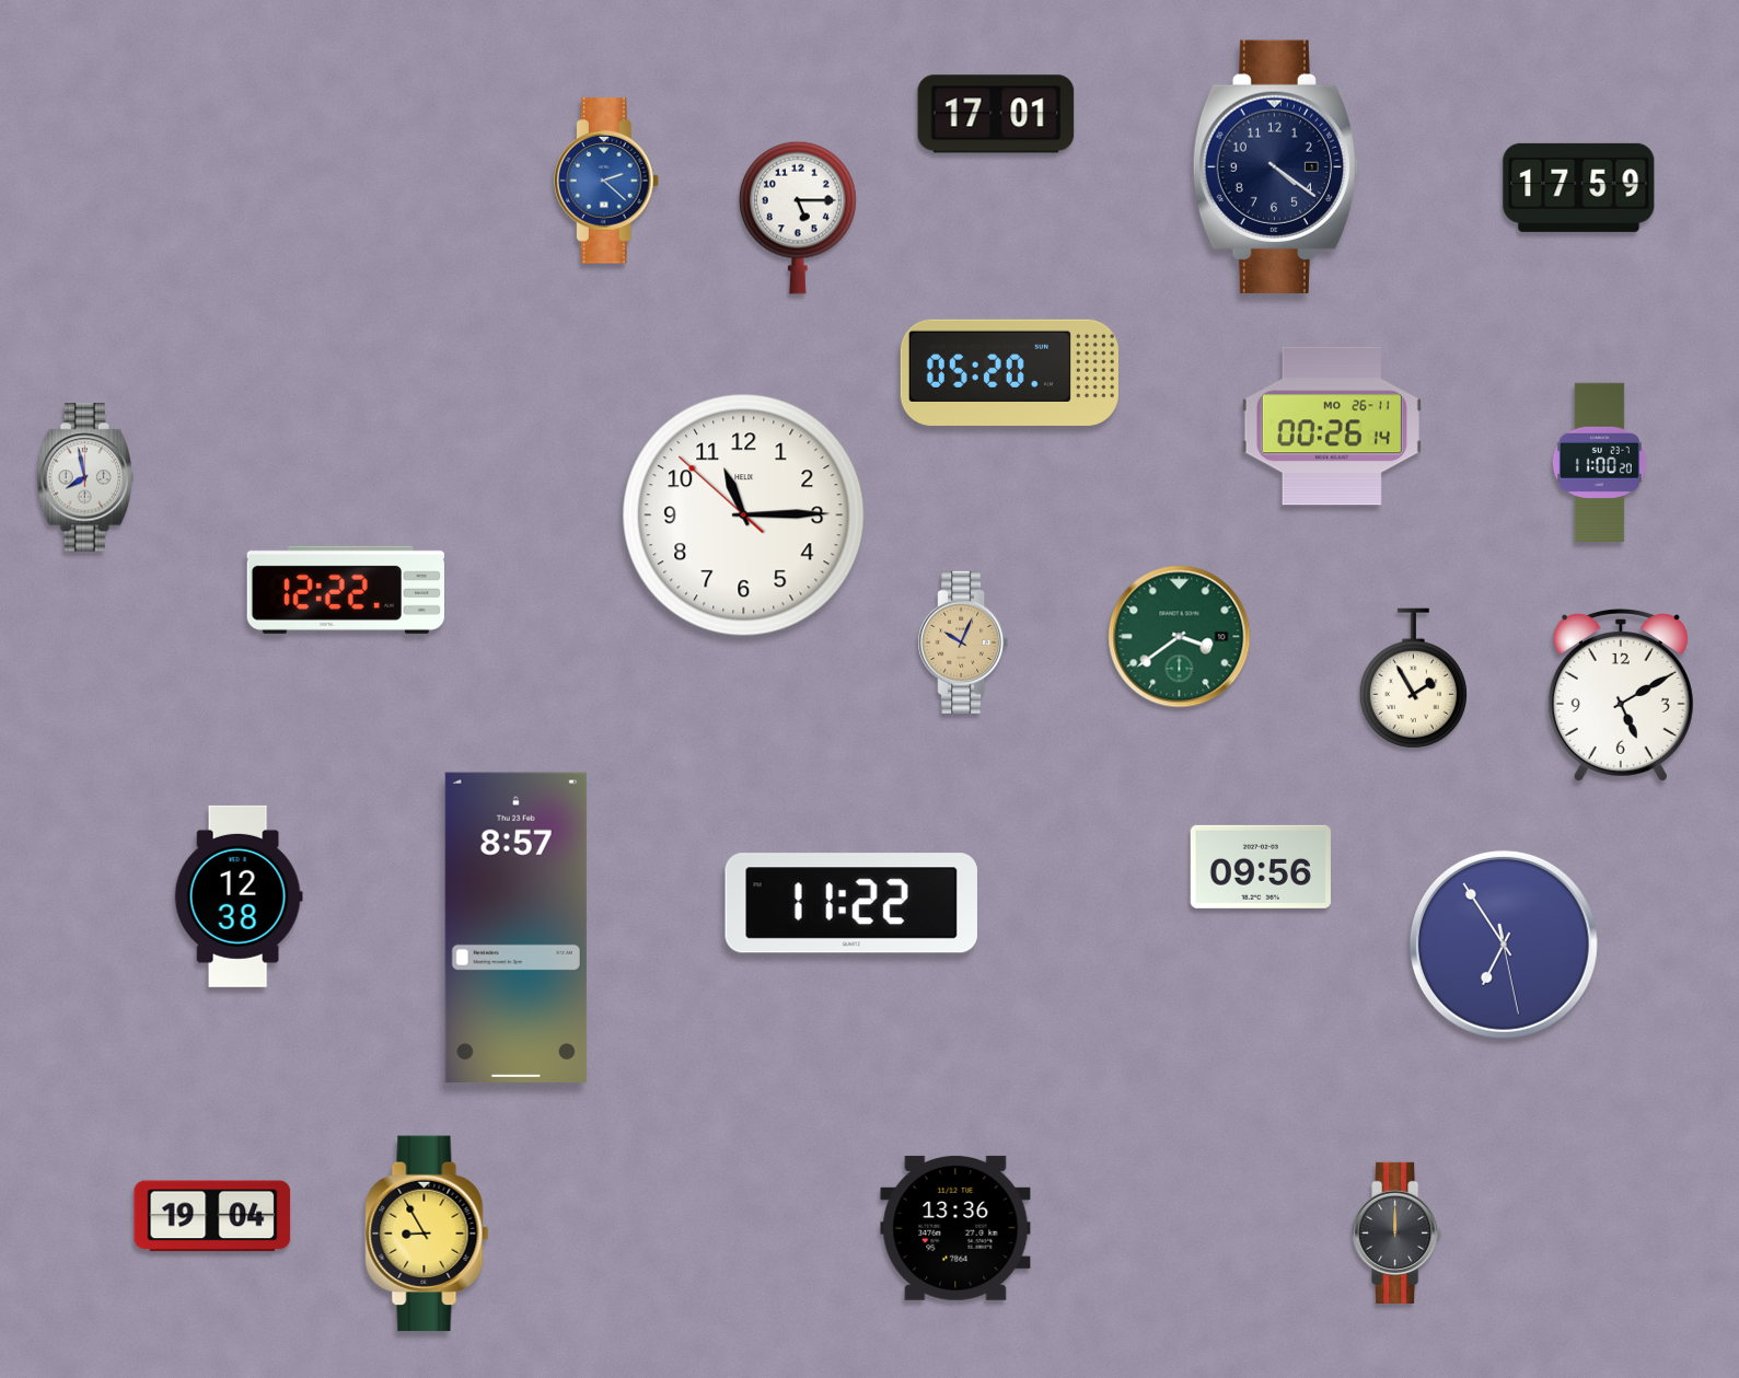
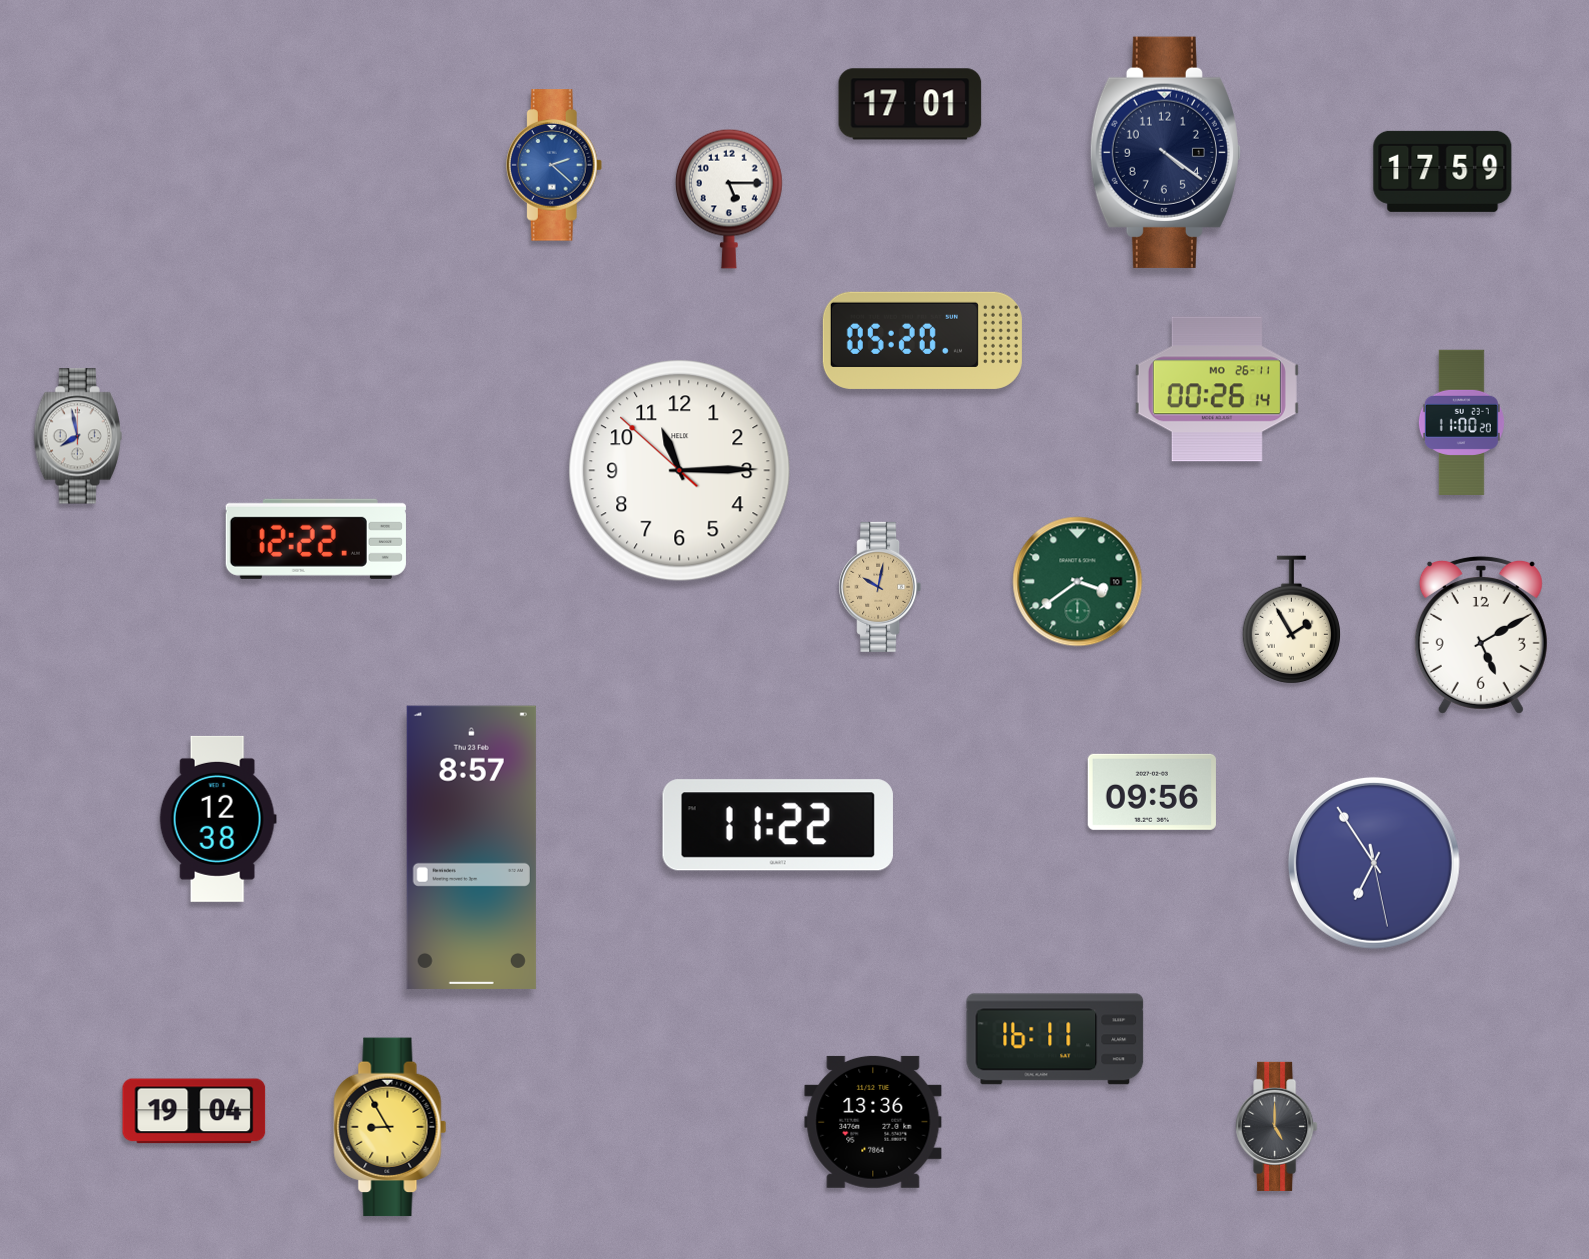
clock at (963, 642): 10:04 -> 10:02
clock at (1055, 1039): none -> 16:11
clock at (1398, 1232): 12:00 -> 5:00
